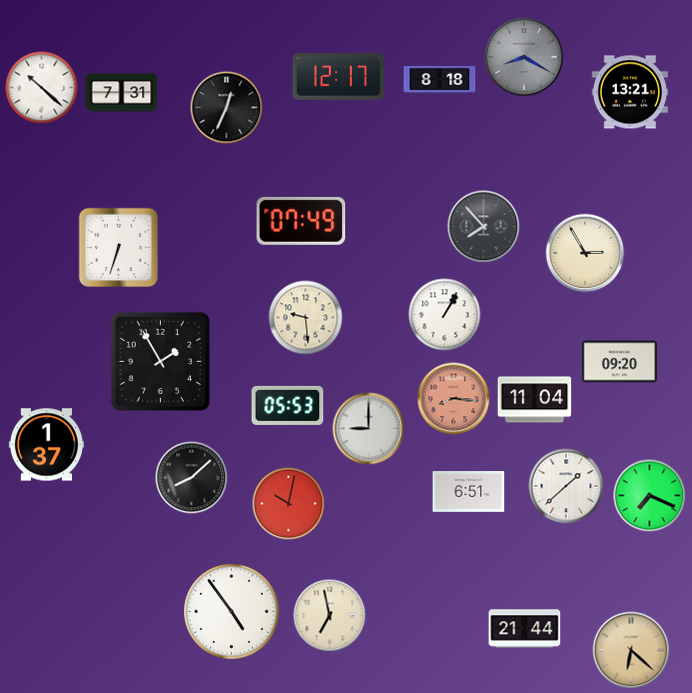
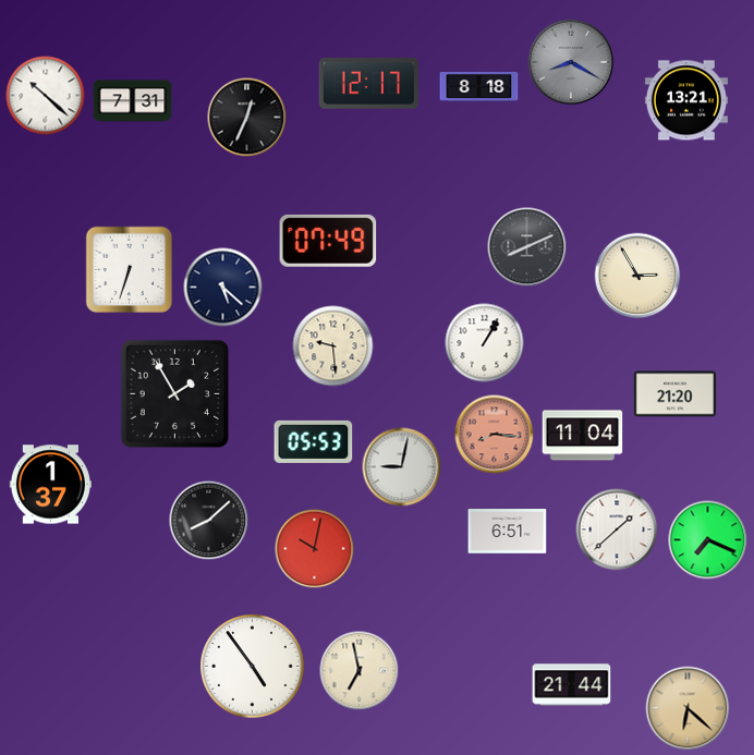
clock at (484, 227): 7:53 -> 8:11
clock at (223, 288): none -> 5:22
clock at (619, 362): 09:20 -> 21:20
clock at (369, 429): 9:00 -> 9:02
clock at (469, 492) position: (469, 492) -> (508, 532)
